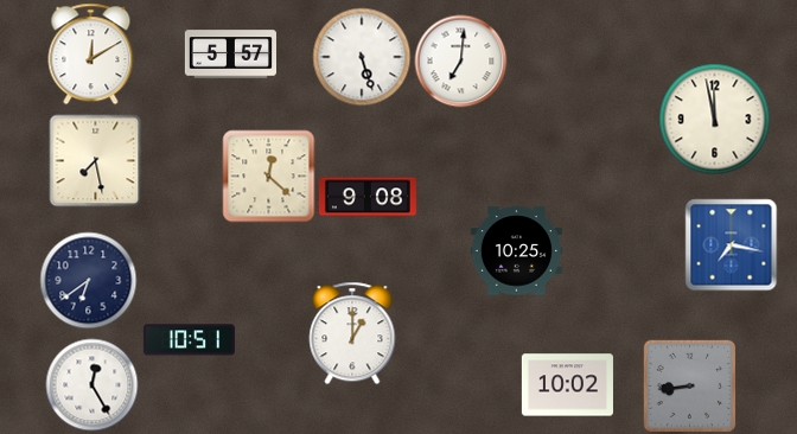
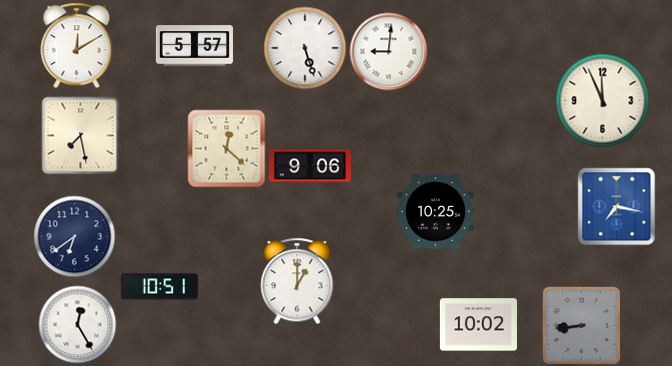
clock at (460, 60): 7:01 -> 9:01
clock at (714, 119): 11:58 -> 11:56
clock at (368, 197): 9:08 -> 9:06
